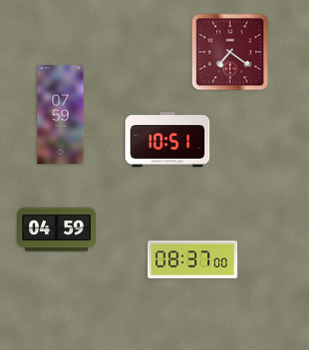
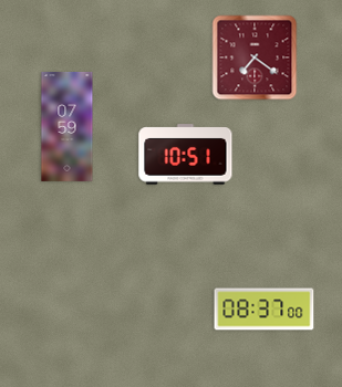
clock at (57, 230): 04:59 -> none
clock at (193, 260) position: (193, 260) -> (265, 310)
